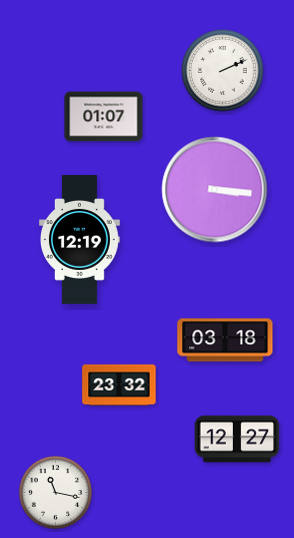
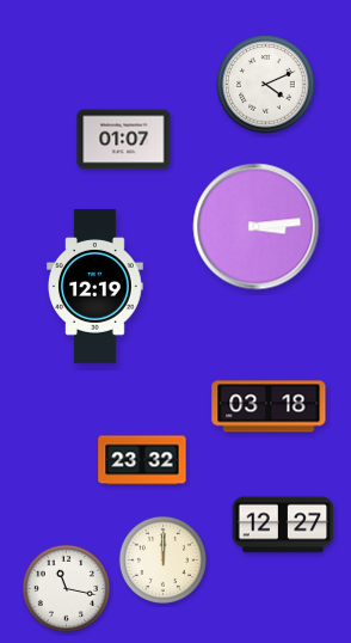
clock at (223, 71): 2:11 -> 4:11
clock at (215, 190): 3:16 -> 3:14
clock at (162, 559): none -> 12:00
